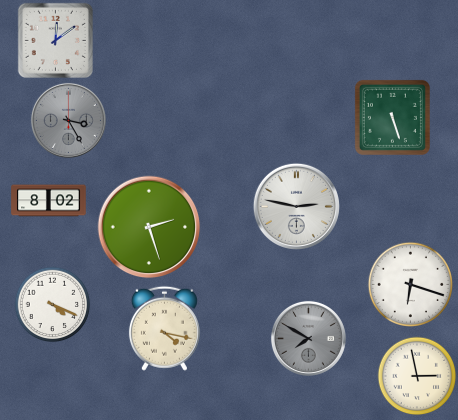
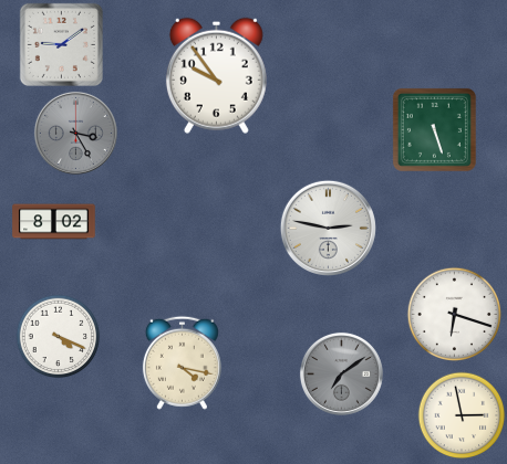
clock at (55, 40): 12:09 -> 9:09
clock at (216, 75): none -> 9:54
clock at (149, 227): 2:27 -> none
clock at (308, 338): 7:50 -> 7:09
